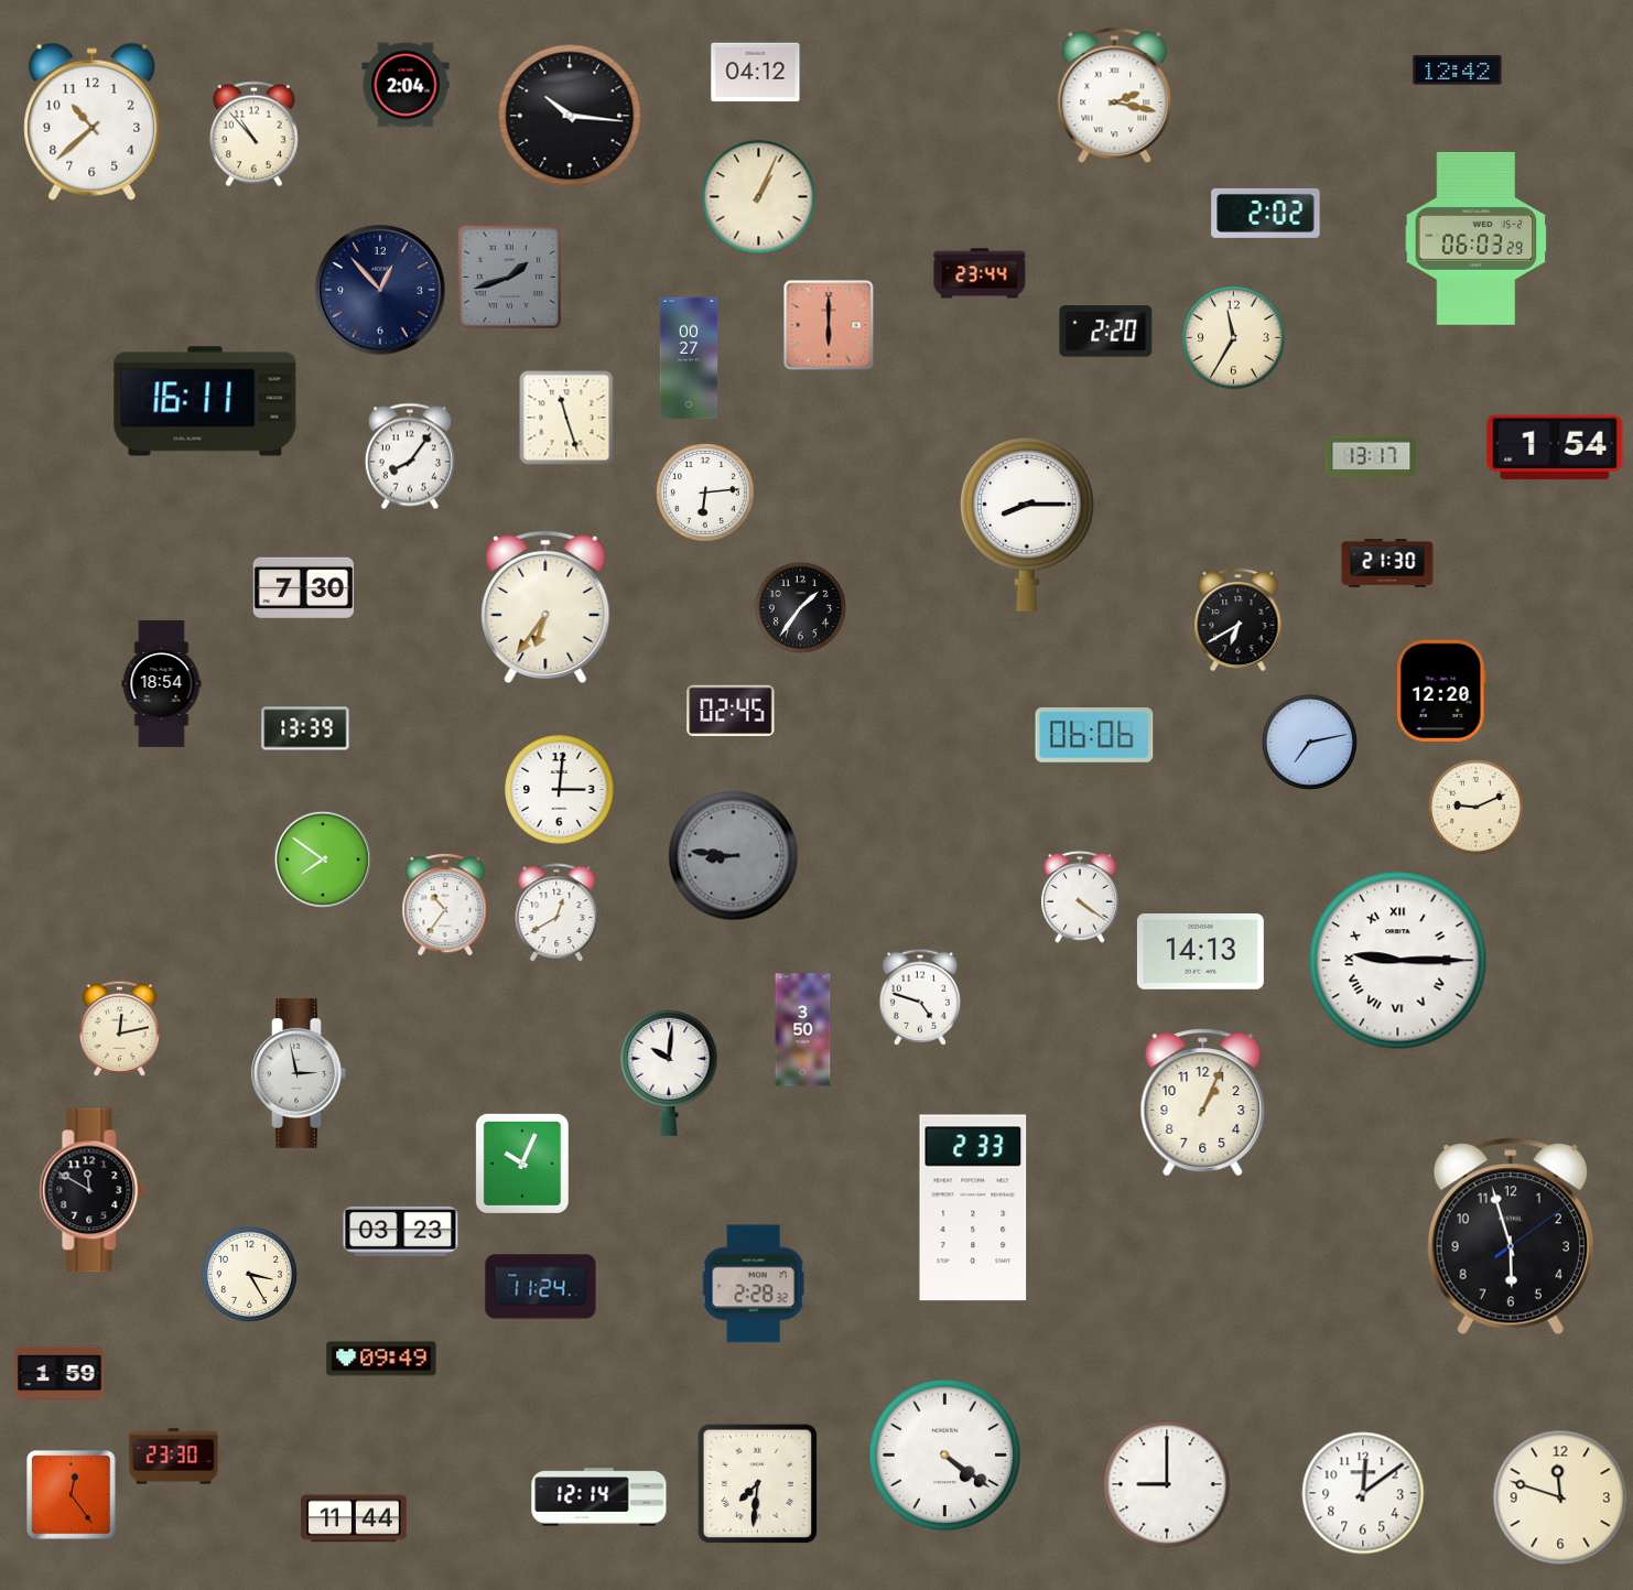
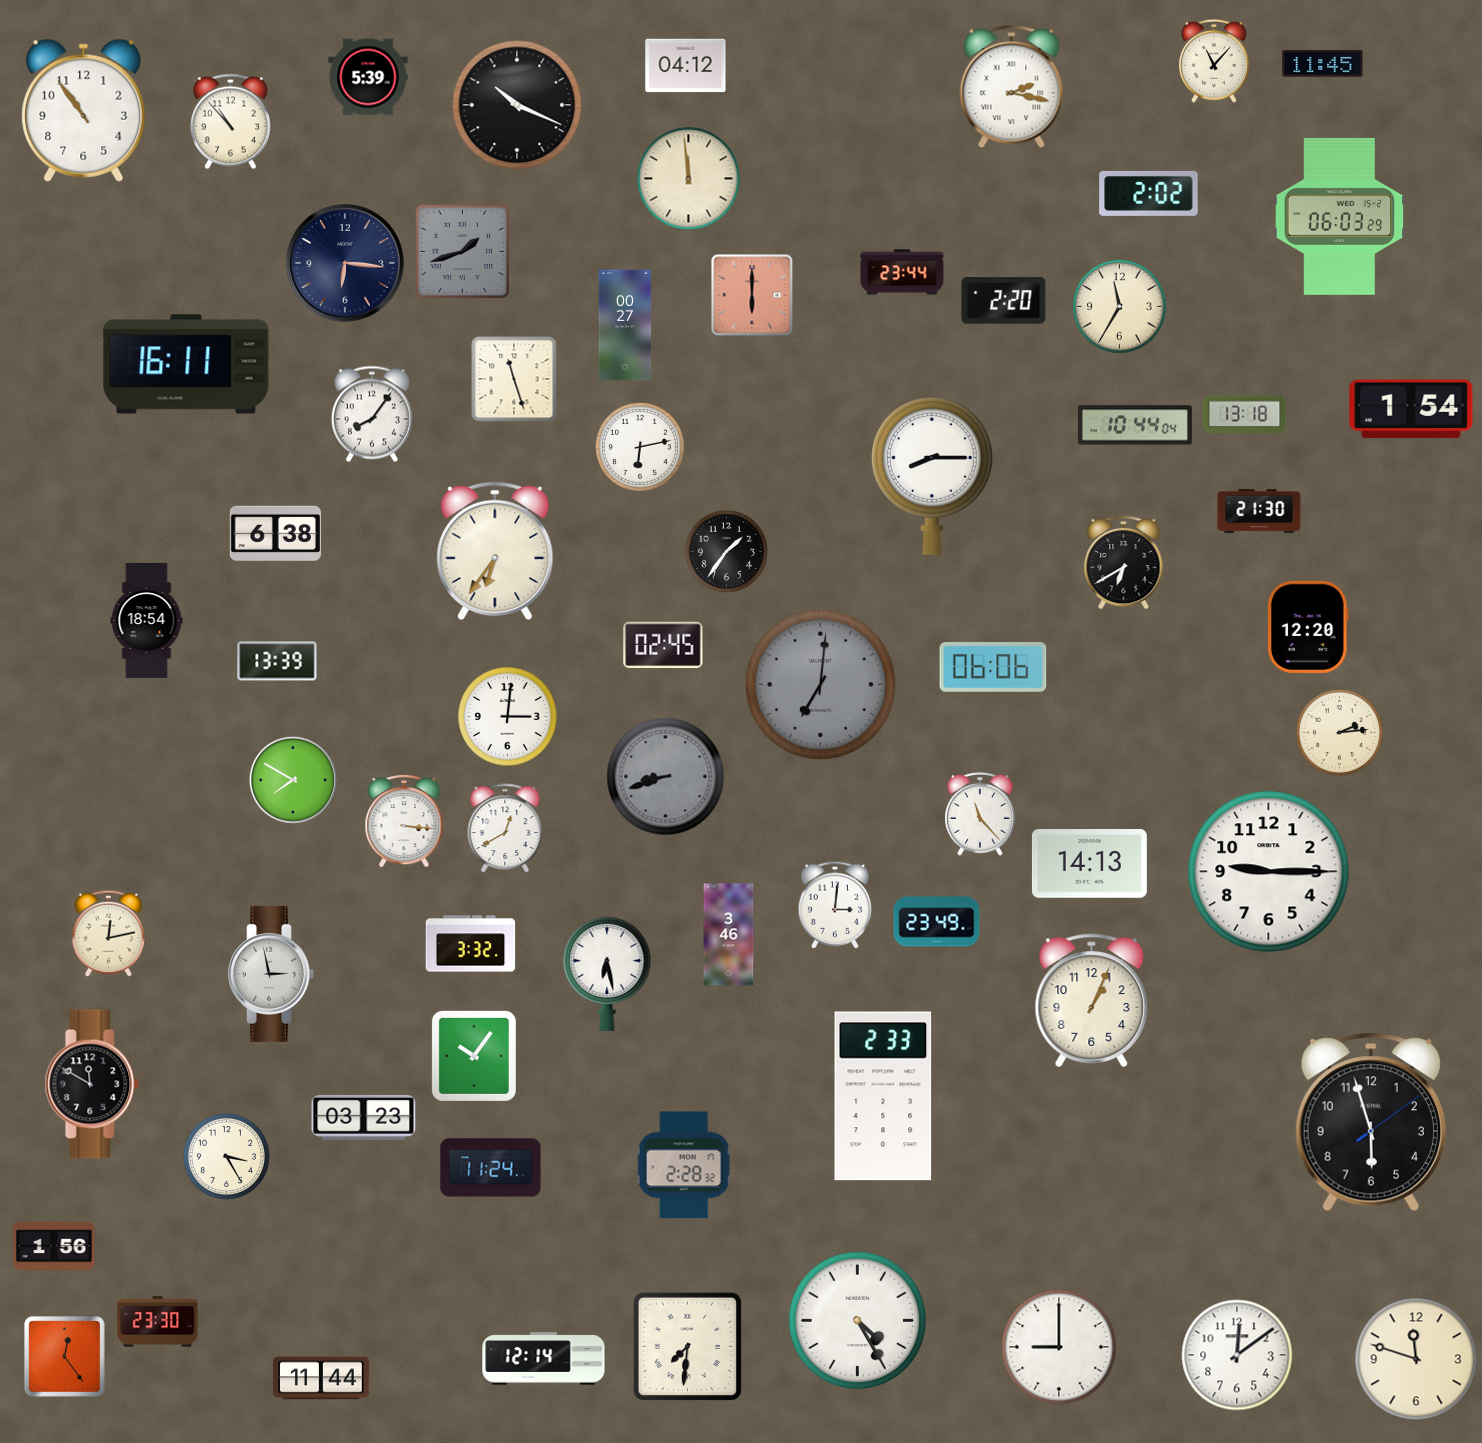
clock at (1215, 61): none -> 11:07
clock at (1458, 71): 12:42 -> 11:45
clock at (405, 85): 2:04 -> 5:39
clock at (570, 116): 10:16 -> 10:19
clock at (93, 121): 10:38 -> 10:54
clock at (759, 197): 1:04 -> 11:59
clock at (980, 273) position: (980, 273) -> (902, 272)
clock at (380, 290): 12:53 -> 6:16
clock at (1555, 447) position: (1555, 447) -> (1411, 409)
clock at (1372, 457): 13:17 -> 13:18
clock at (1135, 425): none -> 10:44
clock at (705, 493): 6:14 -> 6:13
clock at (303, 587): 7:30 -> 6:38
clock at (1309, 742): 7:13 -> none
clock at (820, 684): none -> 7:01
clock at (1475, 807): 9:11 -> 2:14
clock at (734, 856): 8:46 -> 8:42
clock at (323, 859): 7:51 -> 7:50
clock at (1081, 897): 4:21 -> 11:23
clock at (445, 905): 10:36 -> 3:16
clock at (1398, 961) numerals: Roman -> Arabic
clock at (919, 997): 4:48 -> 3:01
clock at (937, 922): none -> 23:49
clock at (803, 1030): 3:50 -> 3:46
clock at (471, 944): none -> 3:32
clock at (669, 1073): 10:01 -> 6:28
clock at (522, 1164): 10:04 -> 10:06
clock at (91, 1190) position: (91, 1190) -> (92, 1084)
clock at (381, 1359): 09:49 -> none
clock at (60, 1373): 1:59 -> 1:56
clock at (944, 1454): 4:21 -> 4:25
